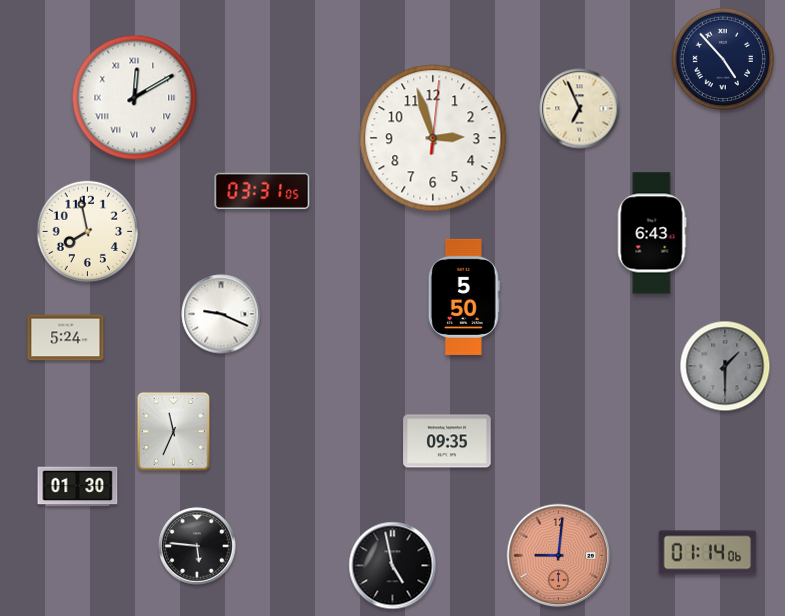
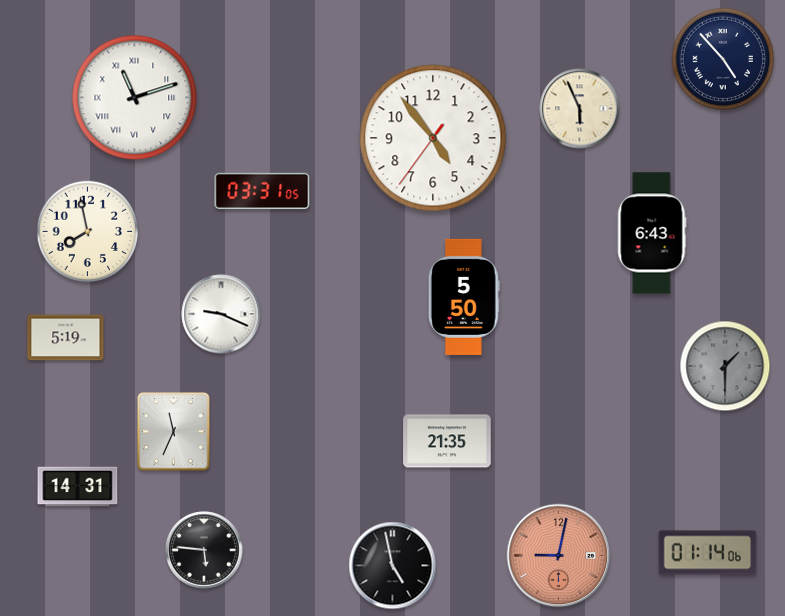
clock at (135, 98): 12:10 -> 11:12
clock at (580, 109): 6:56 -> 5:56
clock at (433, 138): 2:57 -> 4:53
clock at (66, 338): 5:24 -> 5:19
clock at (447, 441): 09:35 -> 21:35
clock at (78, 487): 01:30 -> 14:31
clock at (197, 546) position: (197, 546) -> (204, 550)
clock at (559, 556): 9:01 -> 9:02
